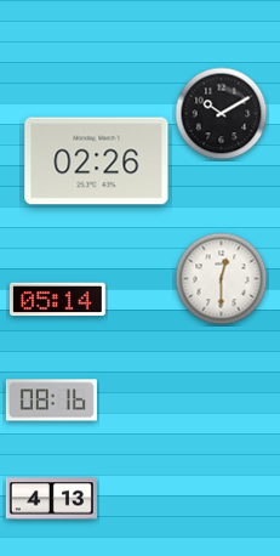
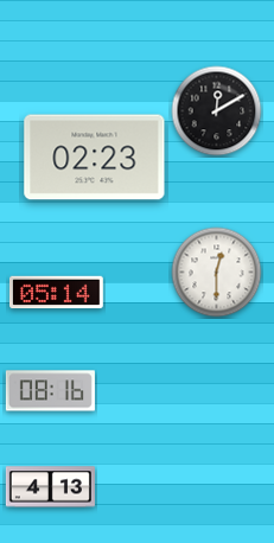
clock at (222, 114): 10:10 -> 12:10
clock at (97, 161): 02:26 -> 02:23
